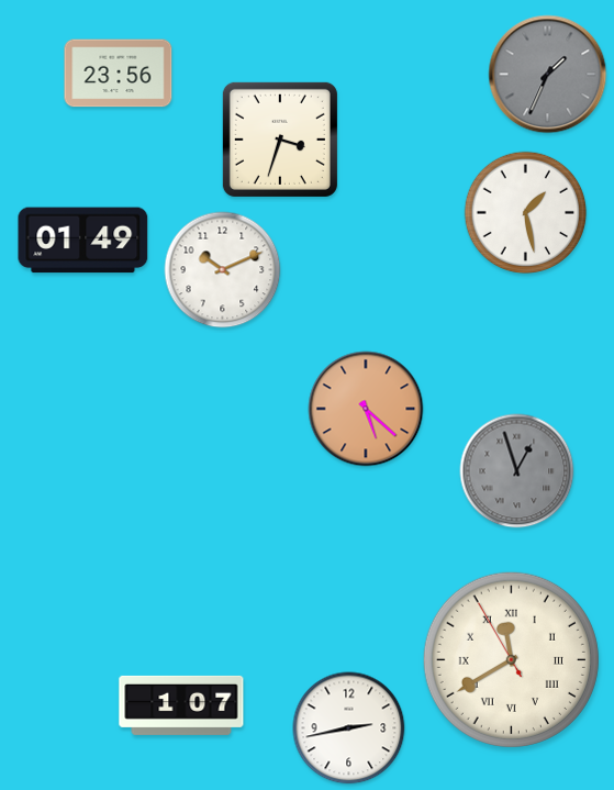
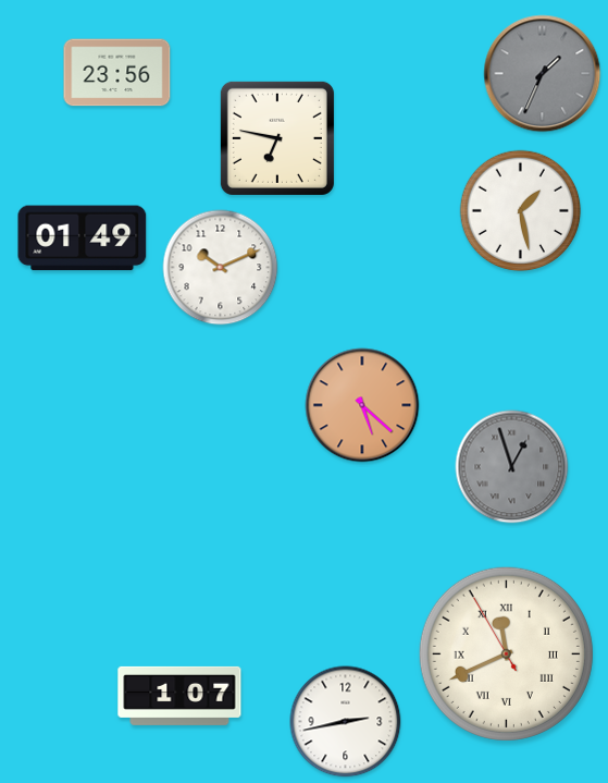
clock at (280, 140): 3:33 -> 6:47
clock at (511, 659): 11:39 -> 11:40
clock at (181, 705) position: (181, 705) -> (179, 696)
